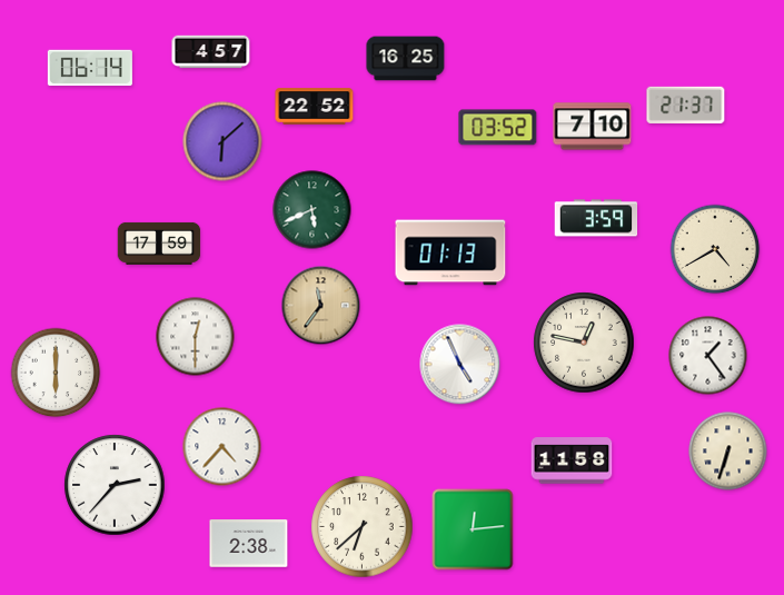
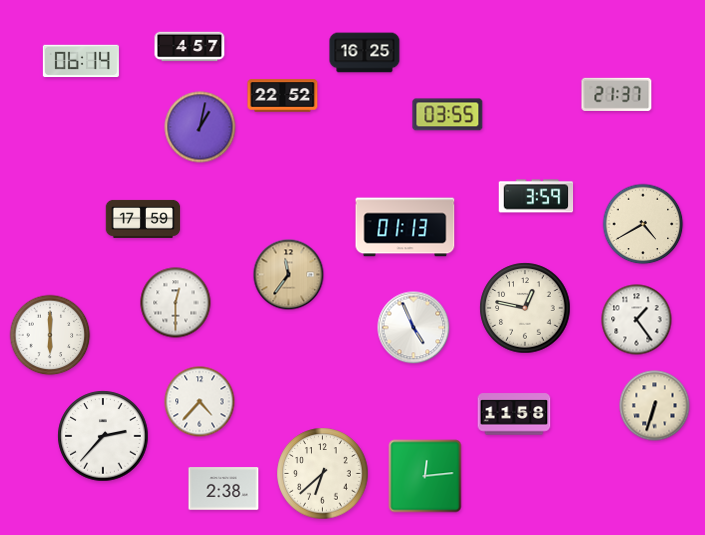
clock at (593, 127): 7:10 -> none
clock at (498, 128): 03:52 -> 03:55
clock at (222, 141): 6:08 -> 1:02
clock at (312, 210): 5:41 -> none
clock at (363, 527) position: (363, 527) -> (323, 474)
